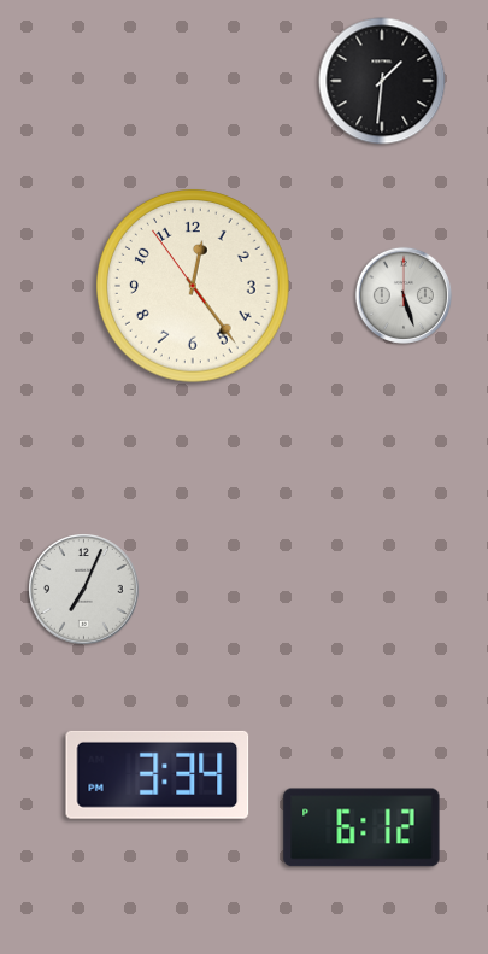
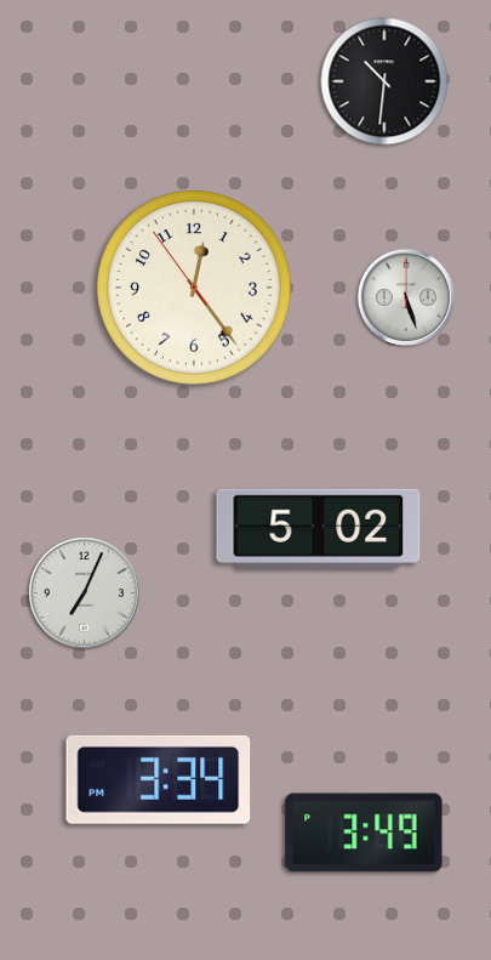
clock at (382, 81): 1:31 -> 10:31
clock at (319, 528): none -> 5:02
clock at (361, 827): 6:12 -> 3:49
